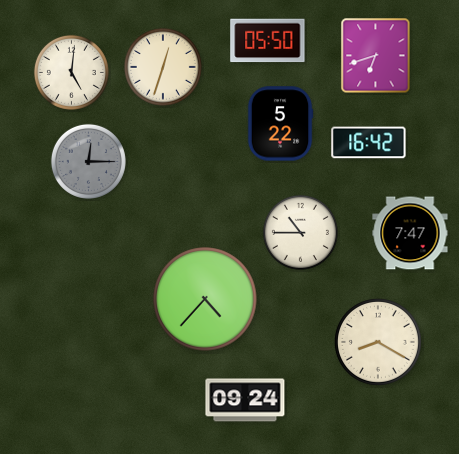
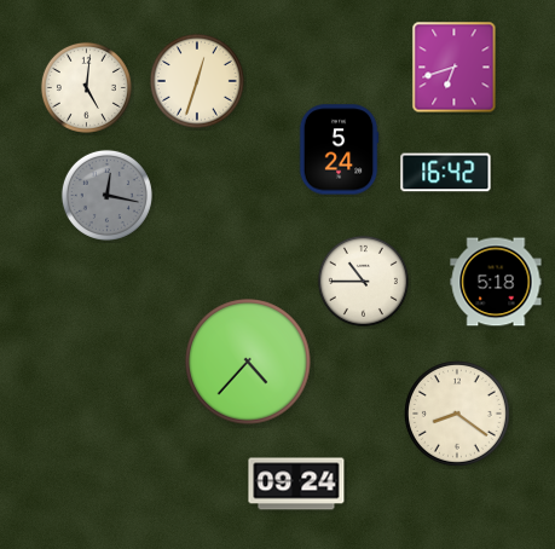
clock at (268, 41): 05:50 -> none
clock at (280, 124): 5:22 -> 5:24
clock at (88, 161): 12:15 -> 12:17
clock at (410, 233): 7:47 -> 5:18
clock at (378, 342): 8:20 -> 8:21
